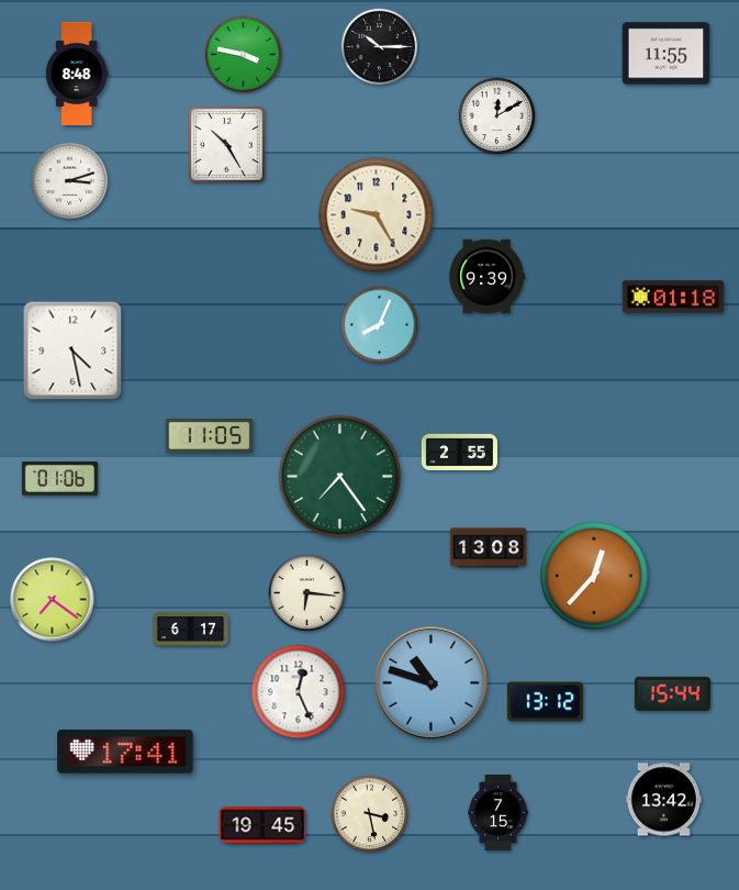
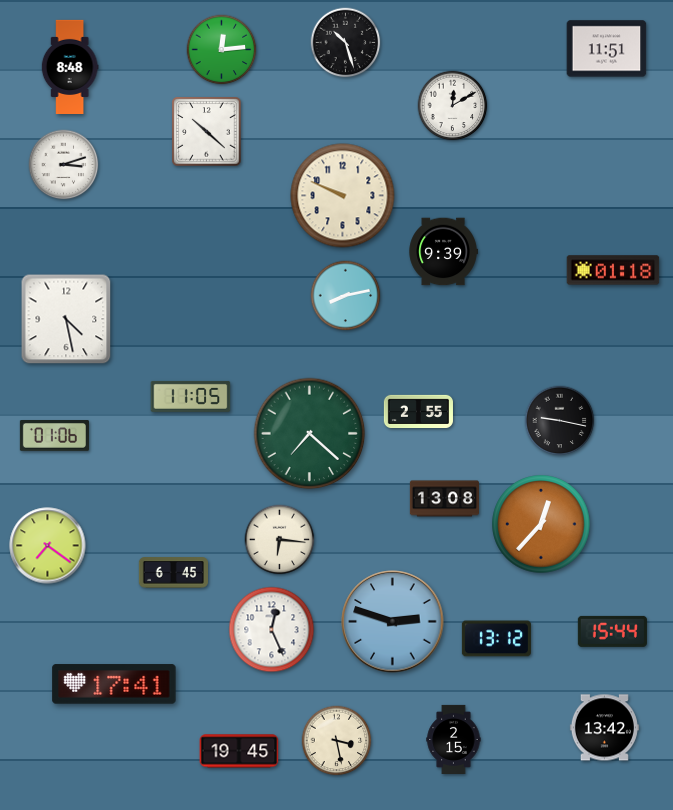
clock at (380, 47): 10:15 -> 10:27
clock at (667, 54): 11:55 -> 11:51
clock at (244, 55): 3:47 -> 12:14
clock at (227, 145): 10:25 -> 10:22
clock at (377, 215): 9:25 -> 9:49
clock at (380, 325): 8:04 -> 8:13
clock at (560, 421): none -> 9:17
clock at (340, 477): 7:24 -> 7:22
clock at (190, 630): 6:17 -> 6:45
clock at (432, 683): 10:48 -> 2:48
clock at (499, 812): 7:15 -> 2:15
